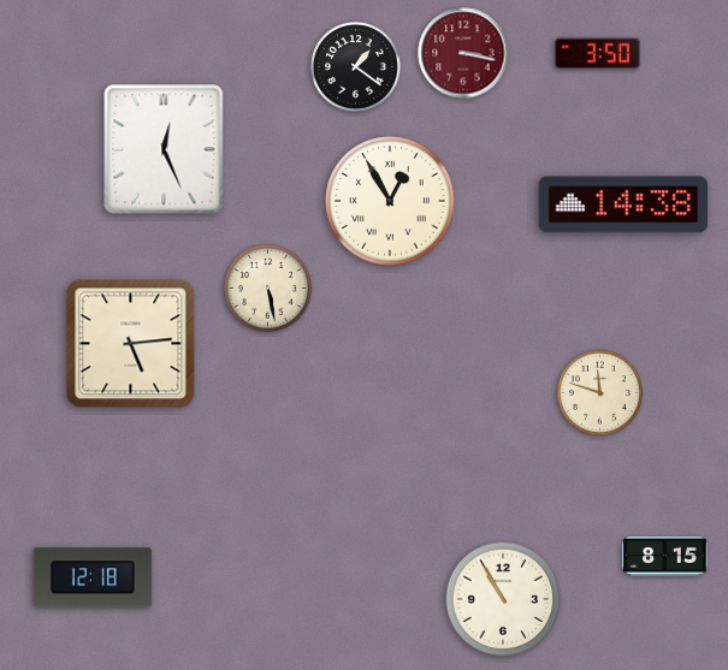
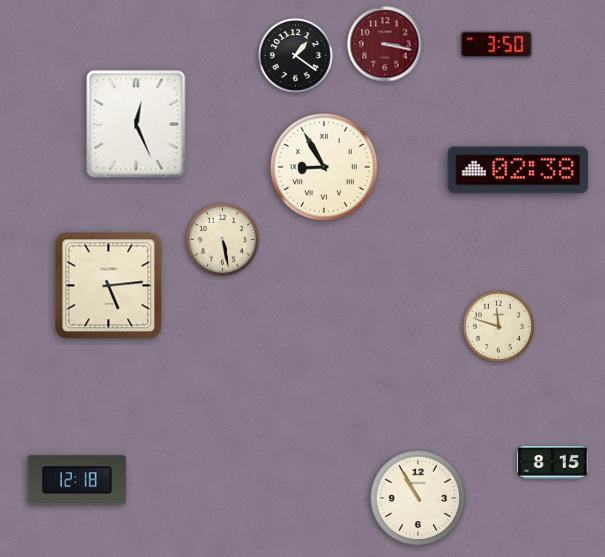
clock at (390, 201): 12:55 -> 8:55
clock at (623, 204): 14:38 -> 02:38
